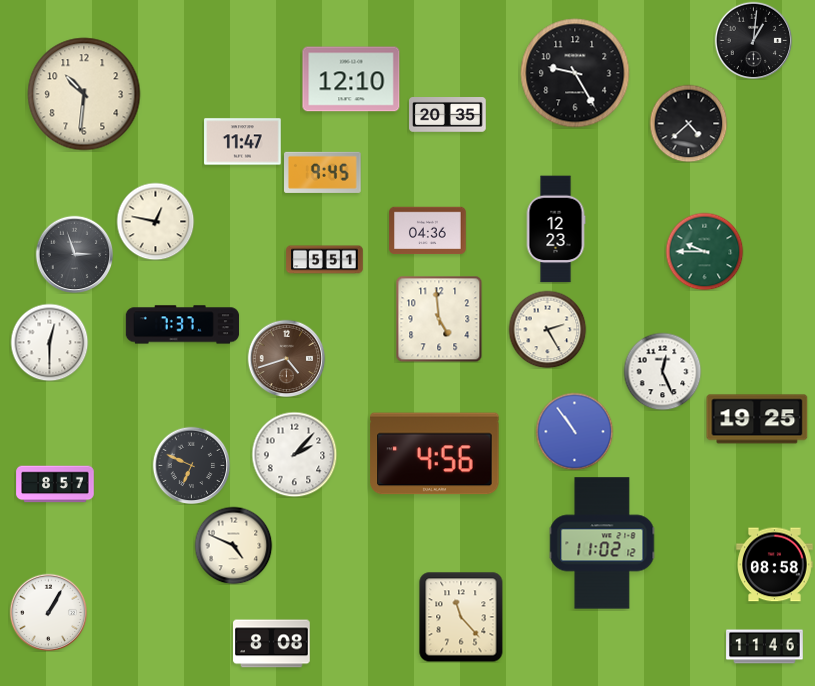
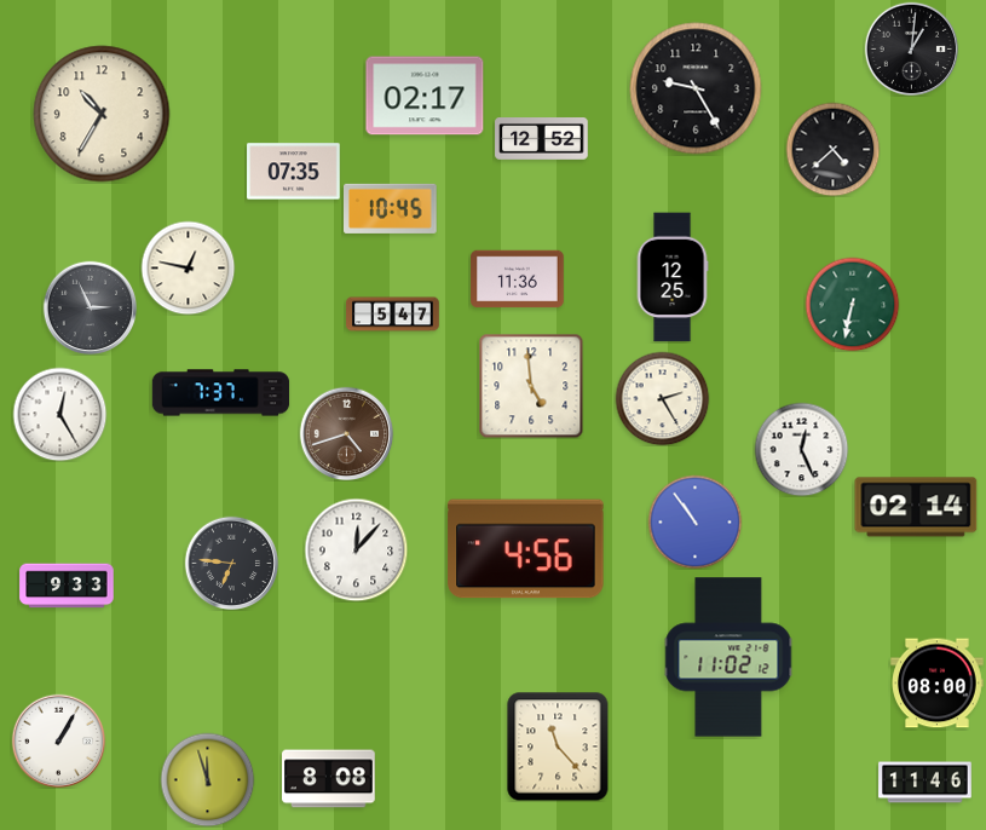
clock at (351, 79): 12:10 -> 02:17
clock at (84, 94): 10:31 -> 10:35
clock at (448, 115): 20:35 -> 12:52
clock at (243, 142): 11:47 -> 07:35
clock at (323, 172): 9:45 -> 10:45
clock at (556, 229): 12:23 -> 12:25
clock at (428, 231): 04:36 -> 11:36
clock at (704, 251): 9:45 -> 6:32
clock at (74, 254): 2:57 -> 2:56
clock at (325, 260): 5:51 -> 5:47
clock at (49, 342): 12:30 -> 12:25
clock at (757, 419): 19:25 -> 02:14
clock at (294, 454): 2:07 -> 12:07
clock at (191, 465): 6:49 -> 6:46
clock at (55, 484): 8:57 -> 9:33
clock at (233, 545): 4:49 -> none
clock at (775, 565): 08:58 -> 08:00
clock at (207, 779): none -> 11:57
